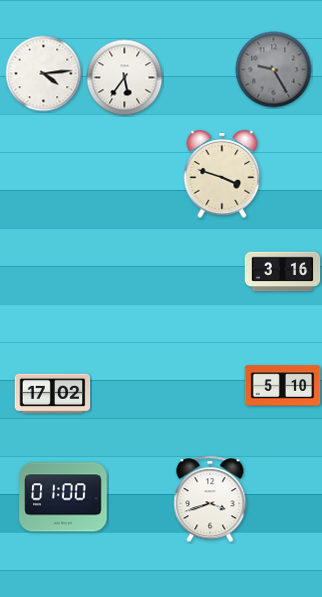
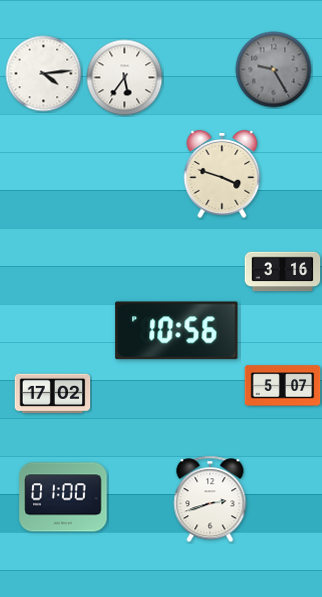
clock at (177, 331): none -> 10:56
clock at (283, 386): 5:10 -> 5:07
clock at (210, 499): 3:42 -> 2:42
